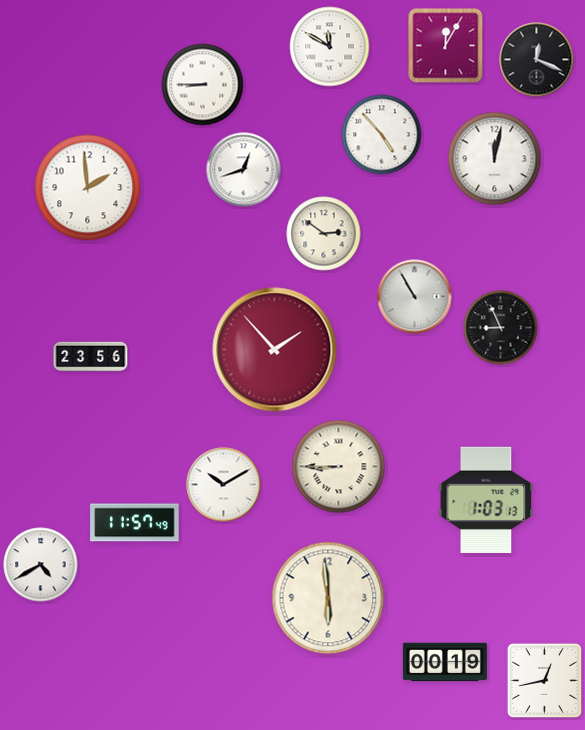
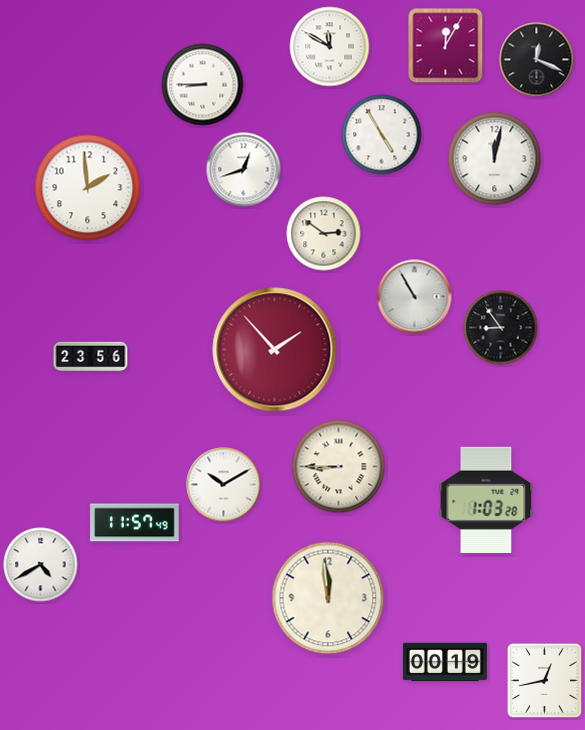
clock at (382, 135): 4:53 -> 4:55
clock at (501, 328): 8:56 -> 8:54
clock at (486, 500): 1:03:13 -> 1:03:28
clock at (328, 598): 5:59 -> 11:59
